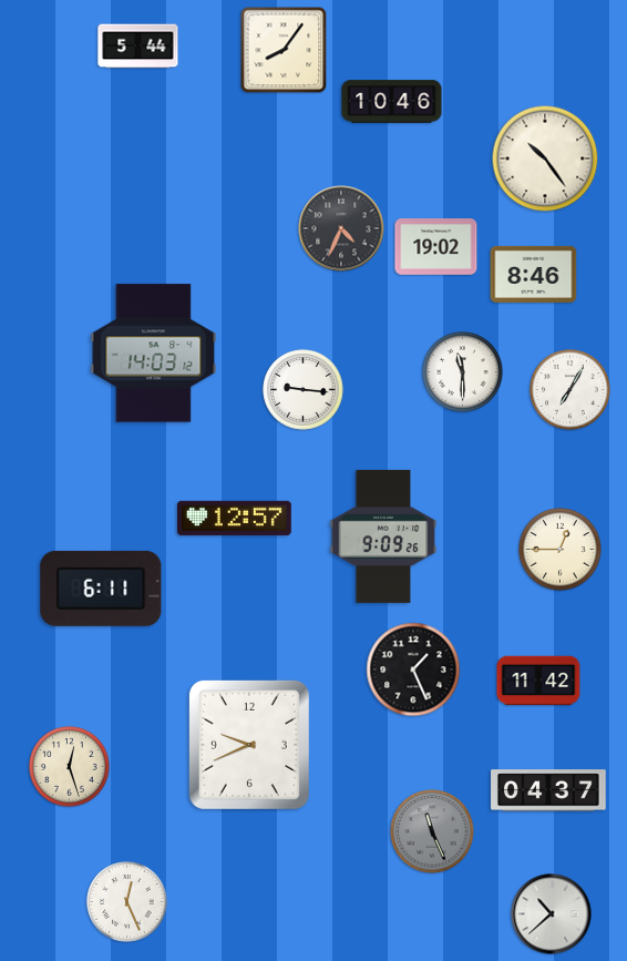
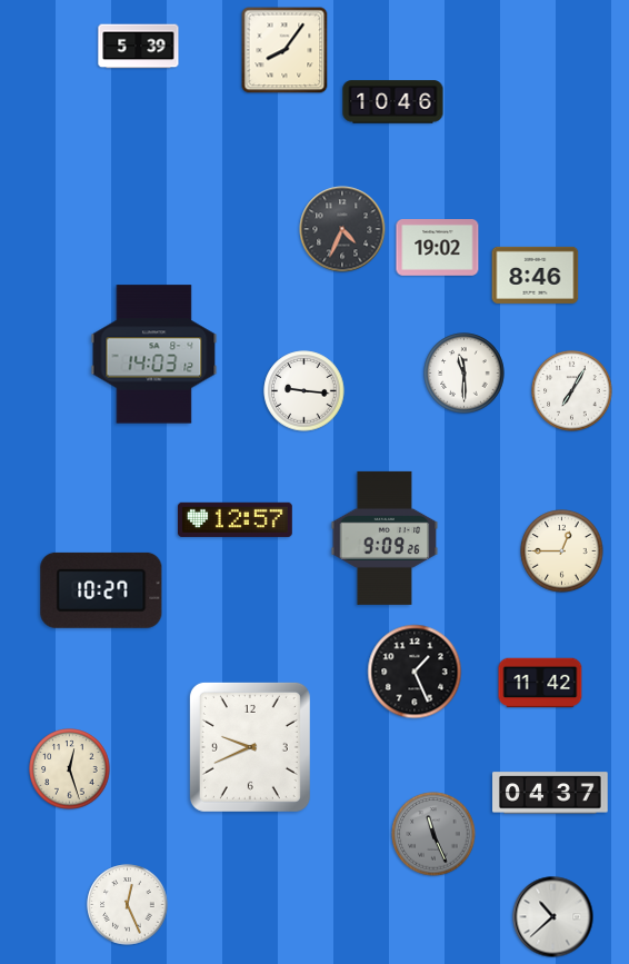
clock at (138, 47): 5:44 -> 5:39
clock at (545, 159): 10:24 -> none
clock at (101, 589): 6:11 -> 10:27
